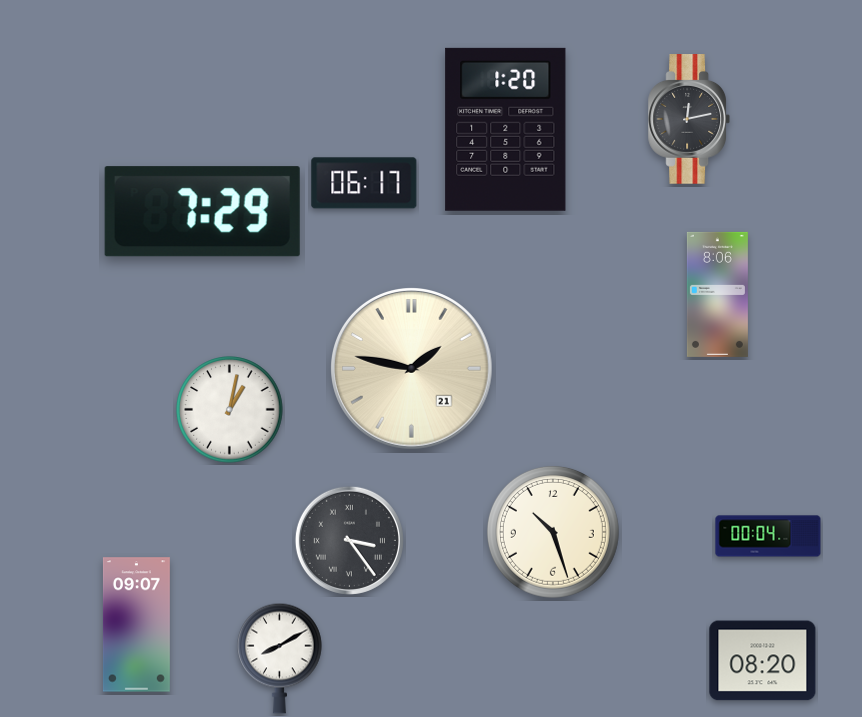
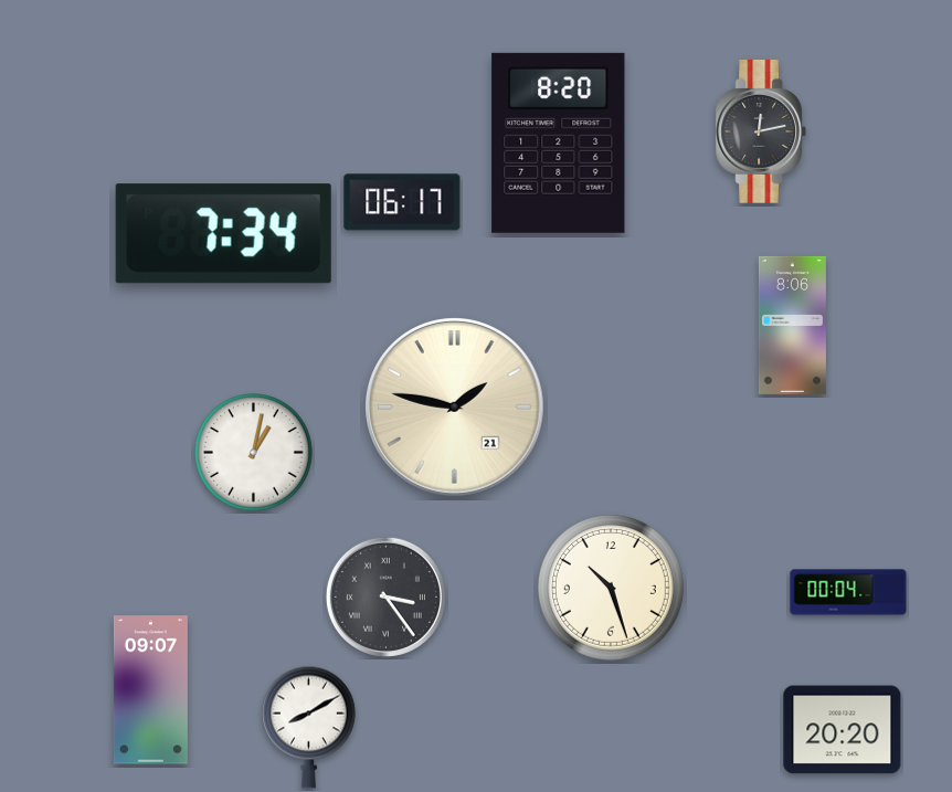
clock at (506, 129): 1:20 -> 8:20
clock at (202, 212): 7:29 -> 7:34
clock at (763, 661): 08:20 -> 20:20
